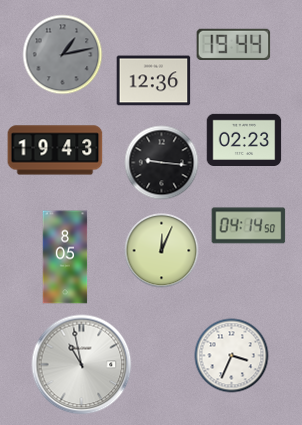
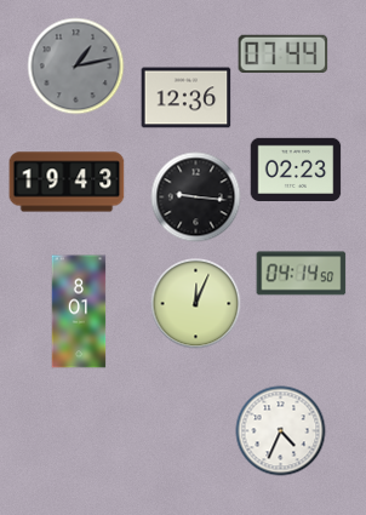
clock at (234, 44): 19:44 -> 07:44
clock at (65, 257): 8:05 -> 8:01
clock at (232, 356): 3:34 -> 4:34
clock at (82, 365): 10:58 -> none
